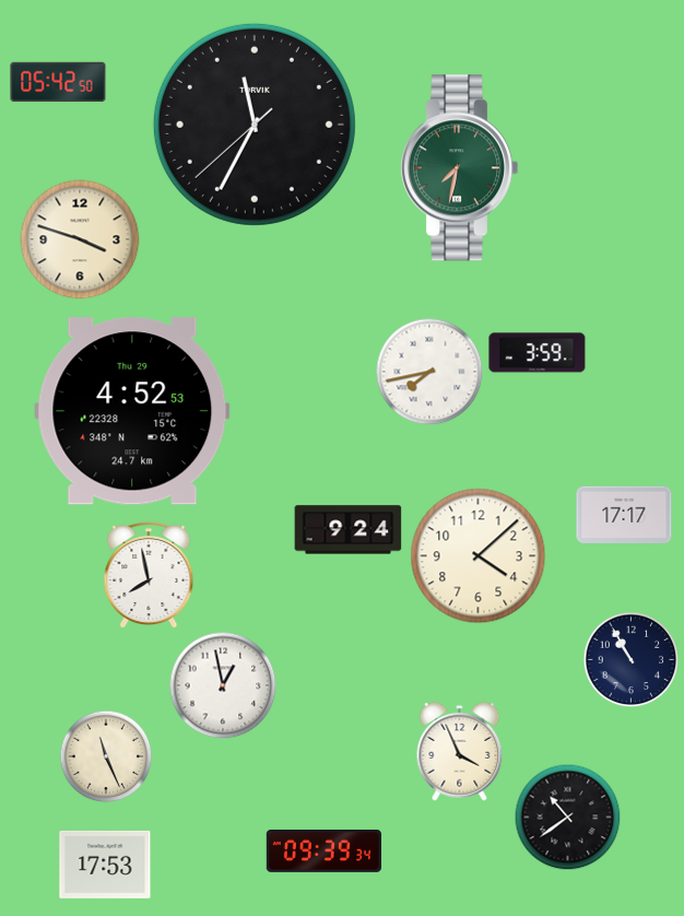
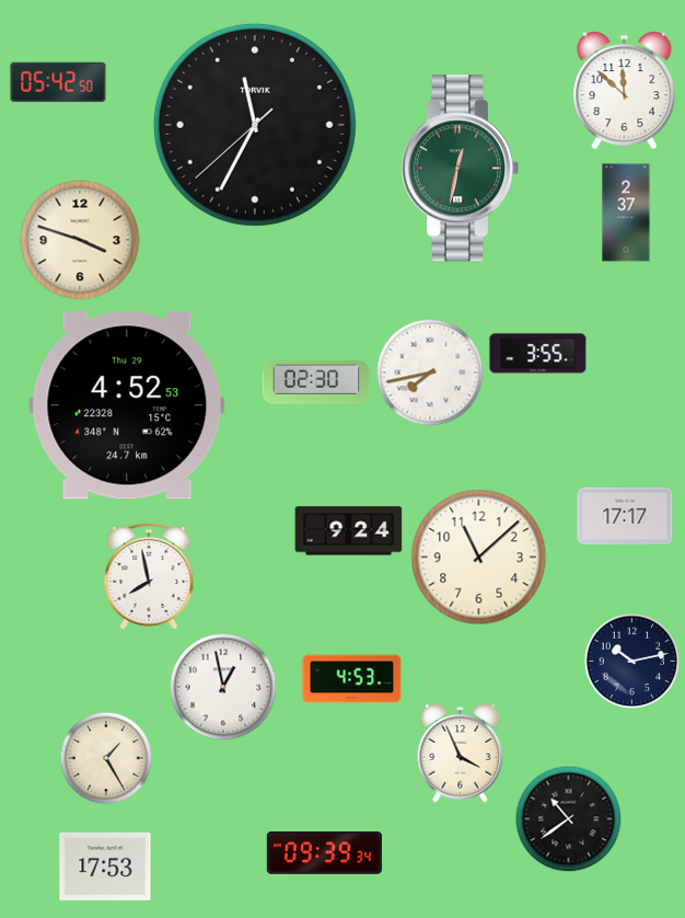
clock at (625, 91): none -> 11:52
clock at (459, 168): 7:32 -> 12:32
clock at (626, 213): none -> 2:37
clock at (538, 353): 3:59 -> 3:55
clock at (316, 382): none -> 02:30
clock at (132, 411) position: (132, 411) -> (127, 405)
clock at (479, 556): 4:08 -> 11:08
clock at (630, 659): 10:55 -> 10:13
clock at (352, 679): none -> 4:53
clock at (106, 756): 11:26 -> 1:25
